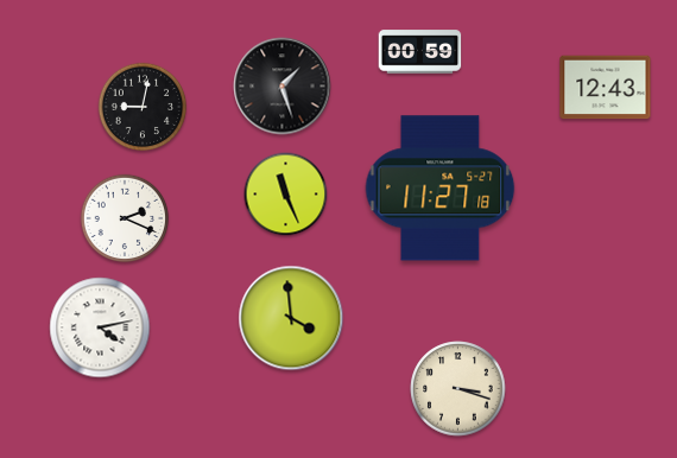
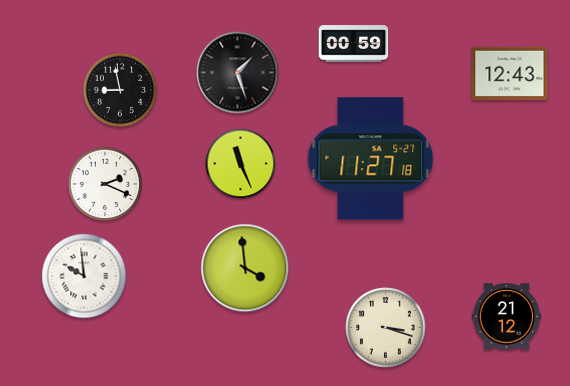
clock at (143, 107): 9:02 -> 8:58
clock at (100, 327): 4:13 -> 9:59
clock at (507, 317): none -> 21:12
